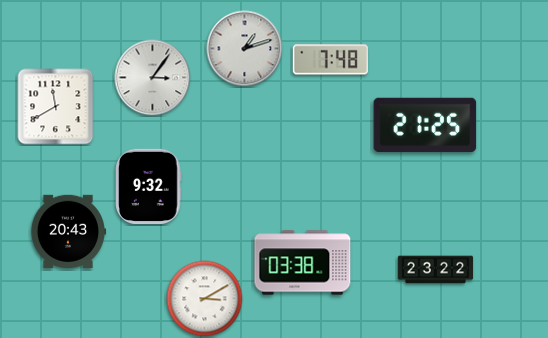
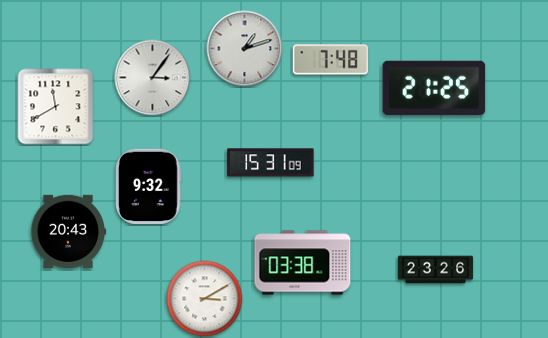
clock at (425, 124) position: (425, 124) -> (434, 87)
clock at (271, 163): none -> 15:31
clock at (436, 270): 23:22 -> 23:26
